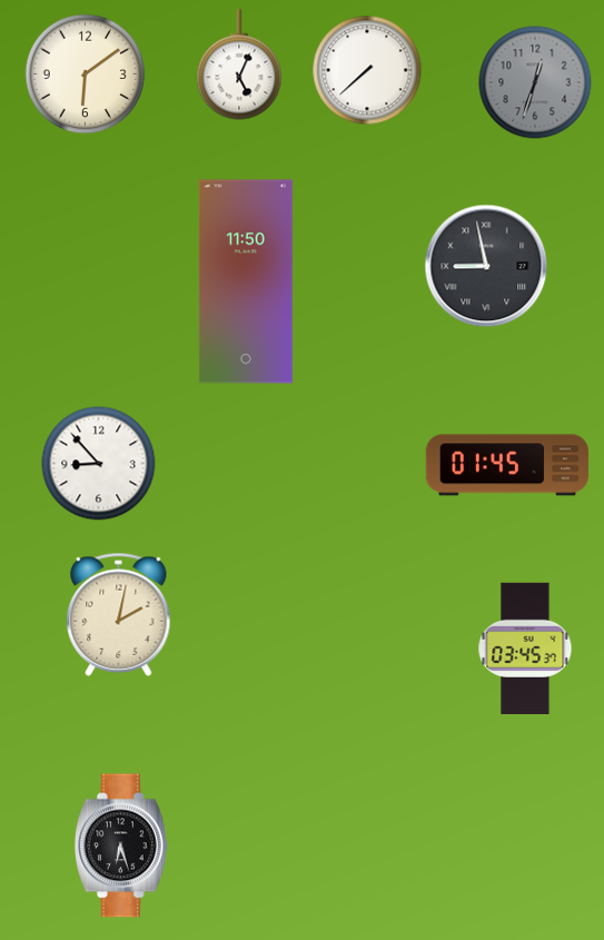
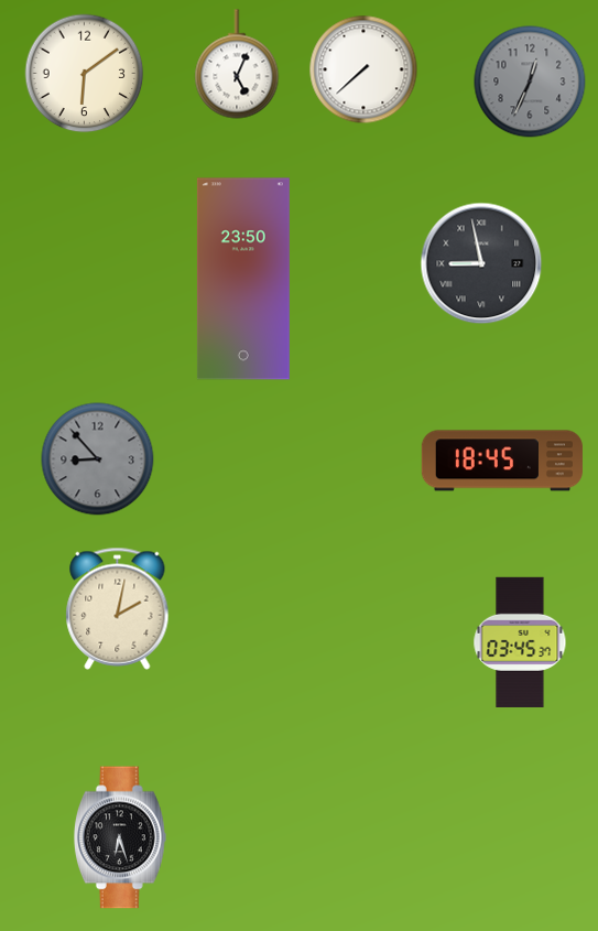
clock at (535, 82): 12:33 -> 12:34
clock at (246, 281): 11:50 -> 23:50
clock at (99, 464) dial: white -> grey
clock at (507, 465): 01:45 -> 18:45
